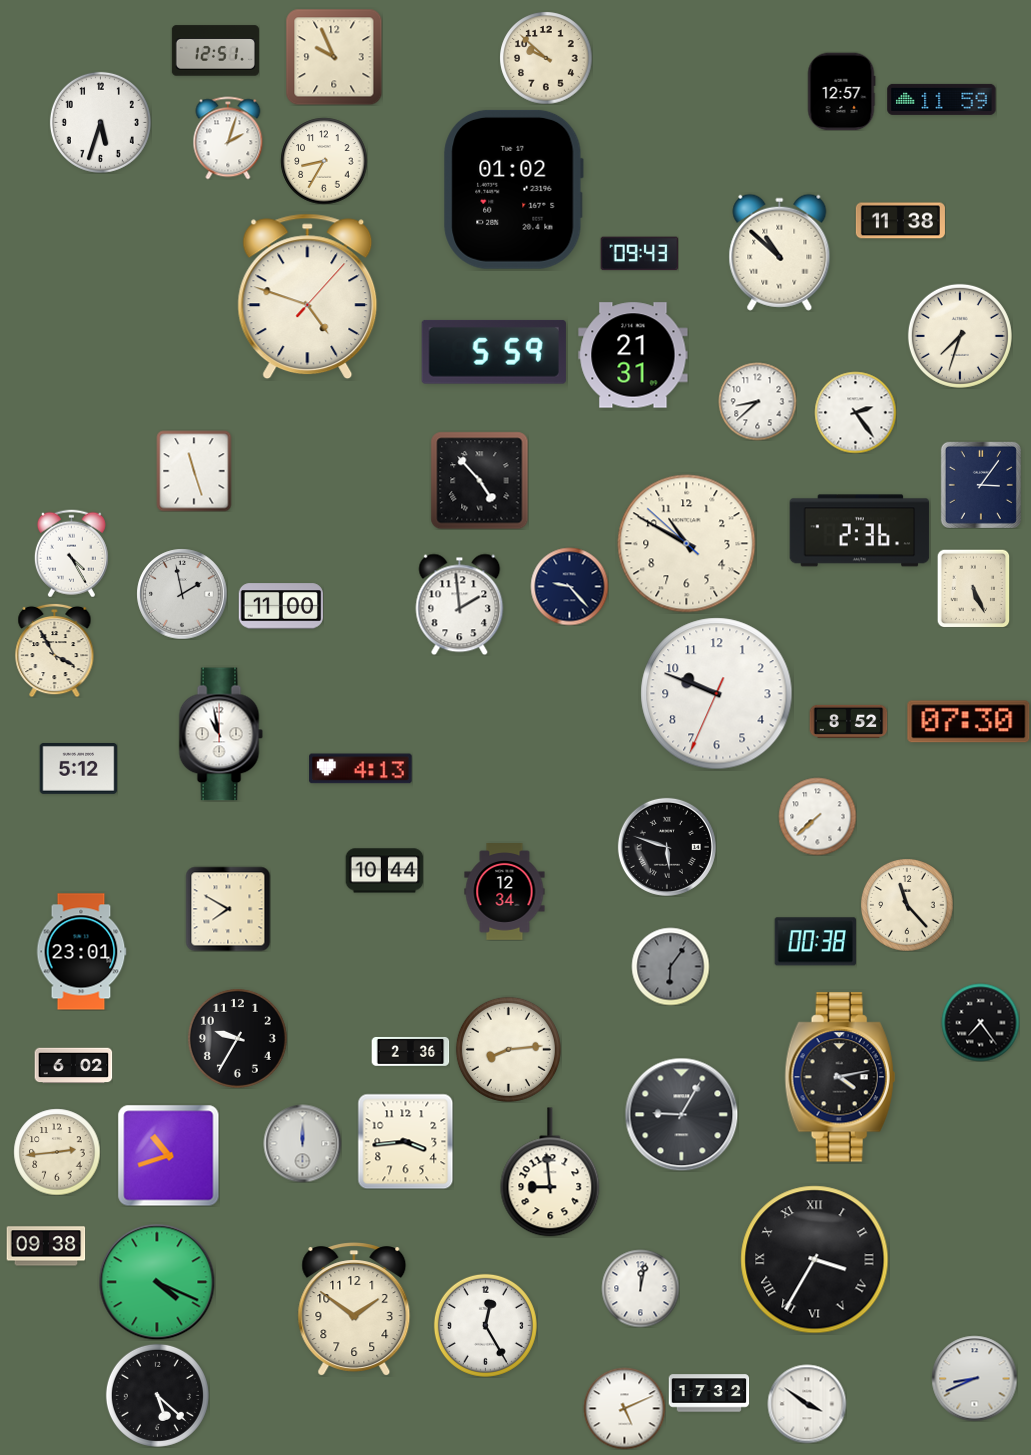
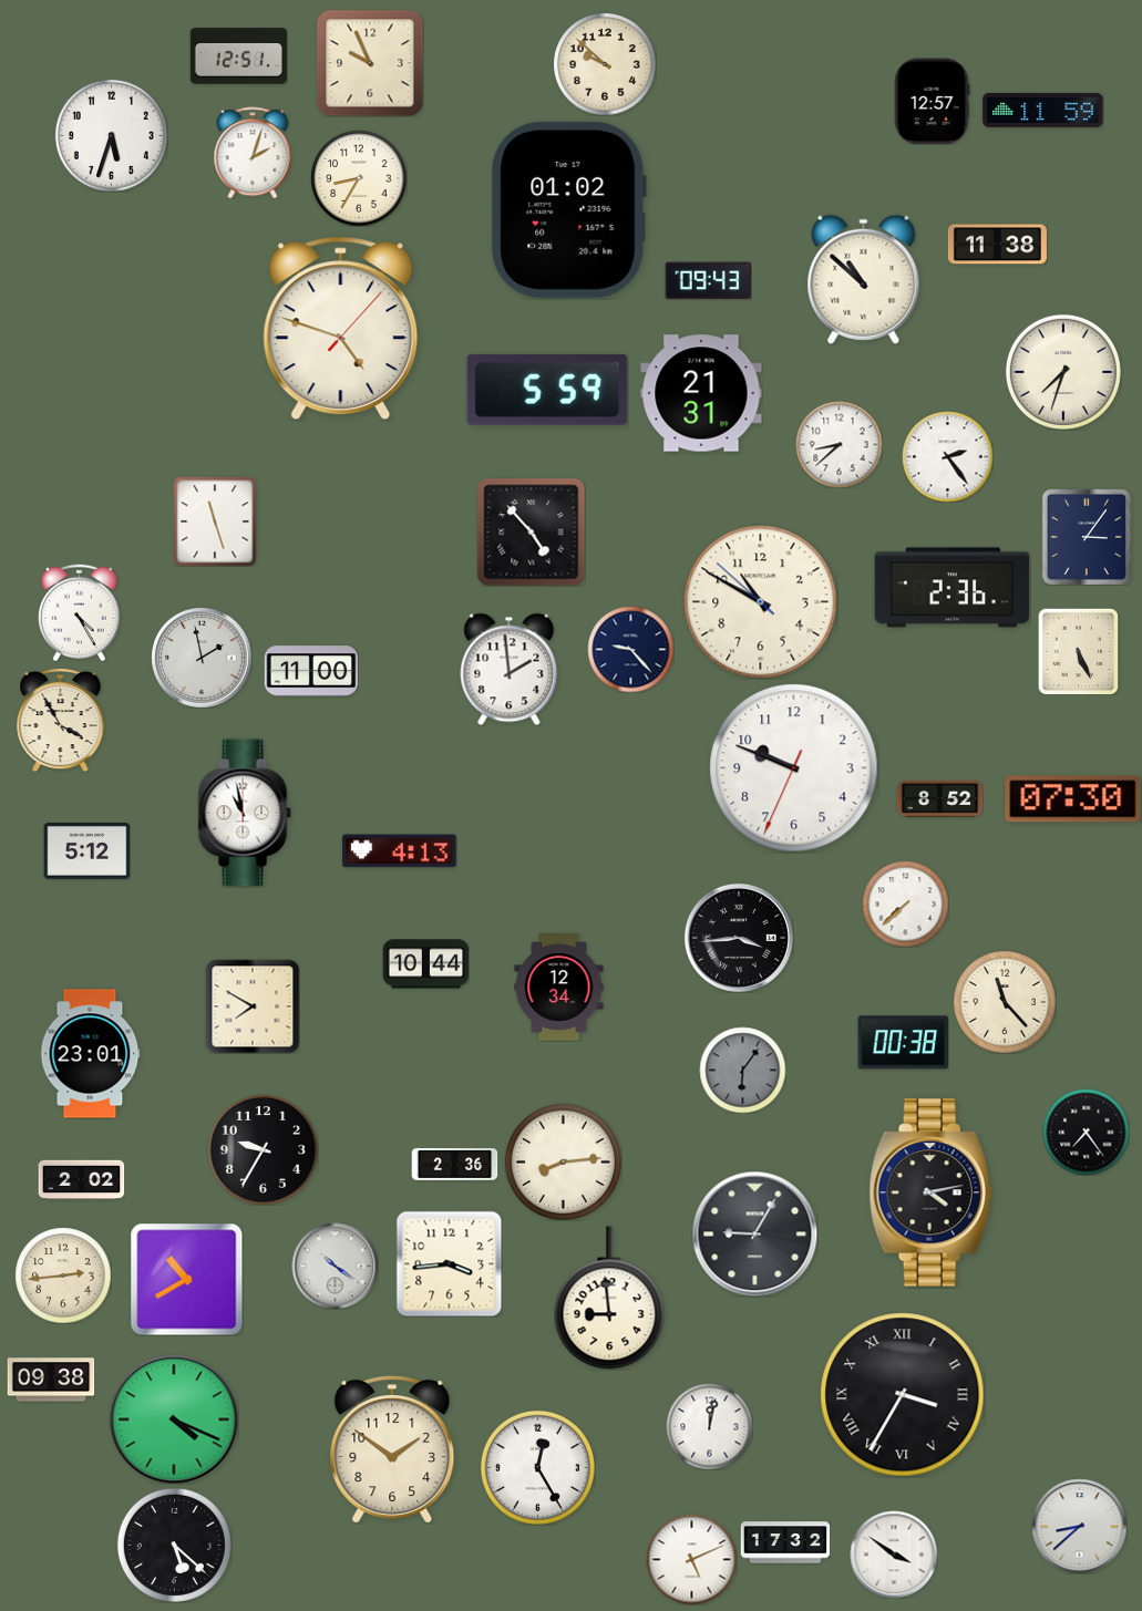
clock at (667, 847): 5:48 -> 3:44
clock at (73, 1066): 6:02 -> 2:02
clock at (302, 1143): 12:00 -> 10:21
clock at (168, 1155): 10:42 -> 10:40
clock at (974, 1378): 8:41 -> 8:38
